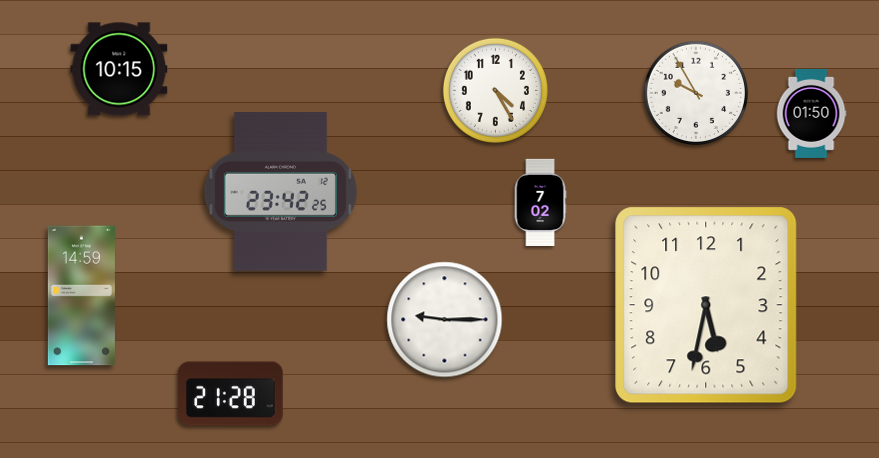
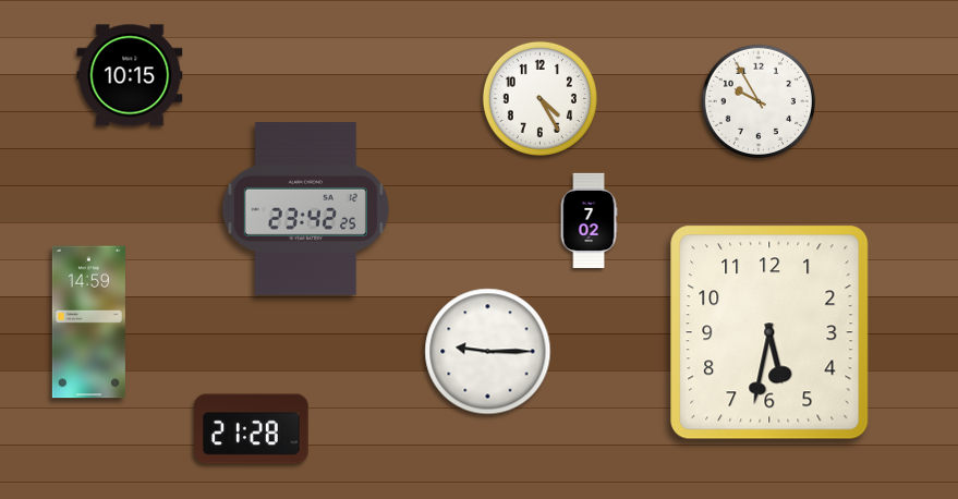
clock at (811, 113): 01:50 -> none
clock at (445, 320) position: (445, 320) -> (488, 352)
